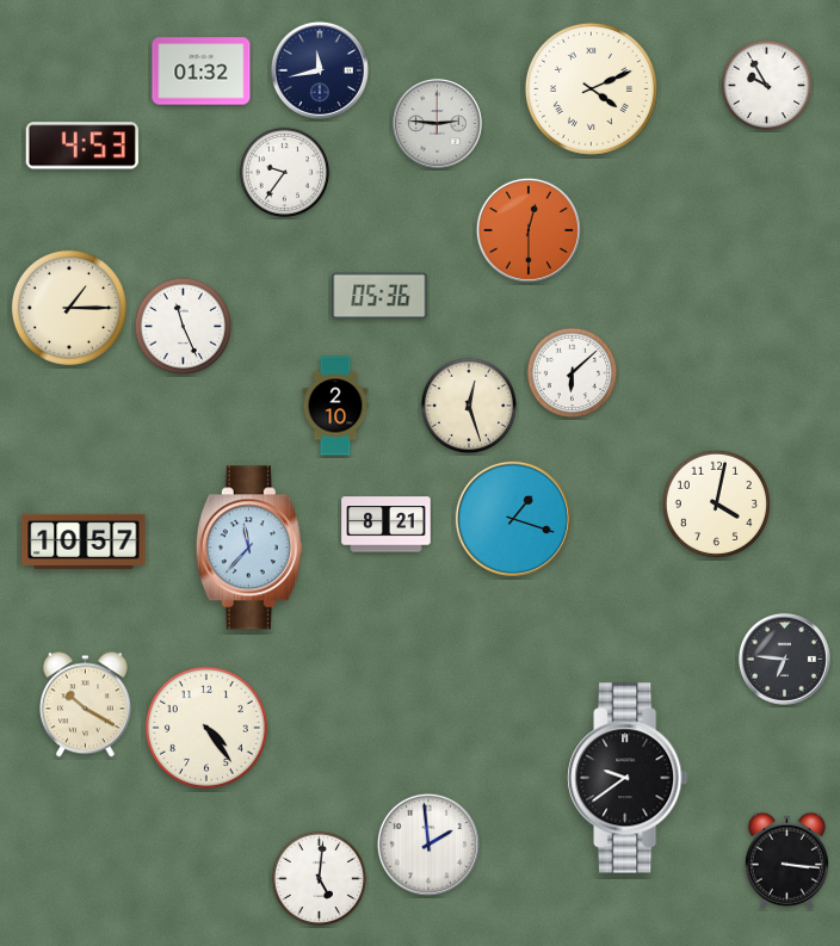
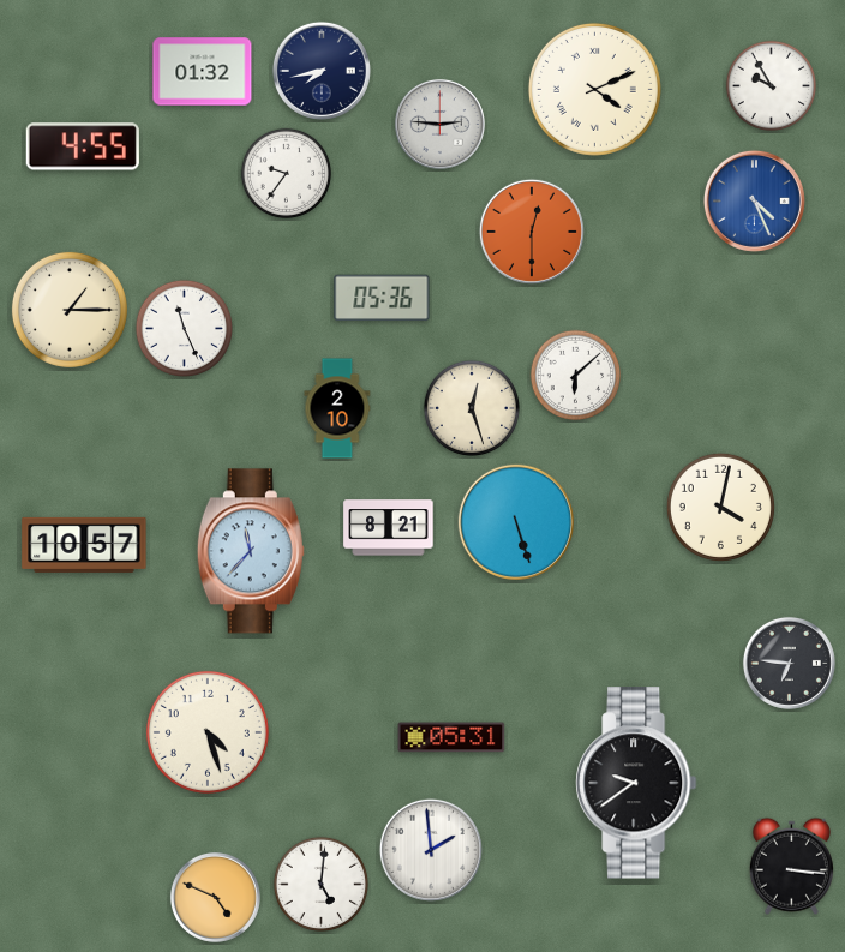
clock at (320, 70): 11:43 -> 7:43
clock at (82, 146): 4:53 -> 4:55
clock at (754, 200): none -> 4:26
clock at (513, 519): 1:18 -> 5:27
clock at (85, 705): 10:20 -> none
clock at (206, 728): 4:24 -> 4:27
clock at (451, 737): none -> 05:31
clock at (628, 778) position: (628, 778) -> (636, 783)
clock at (215, 897): none -> 4:49
